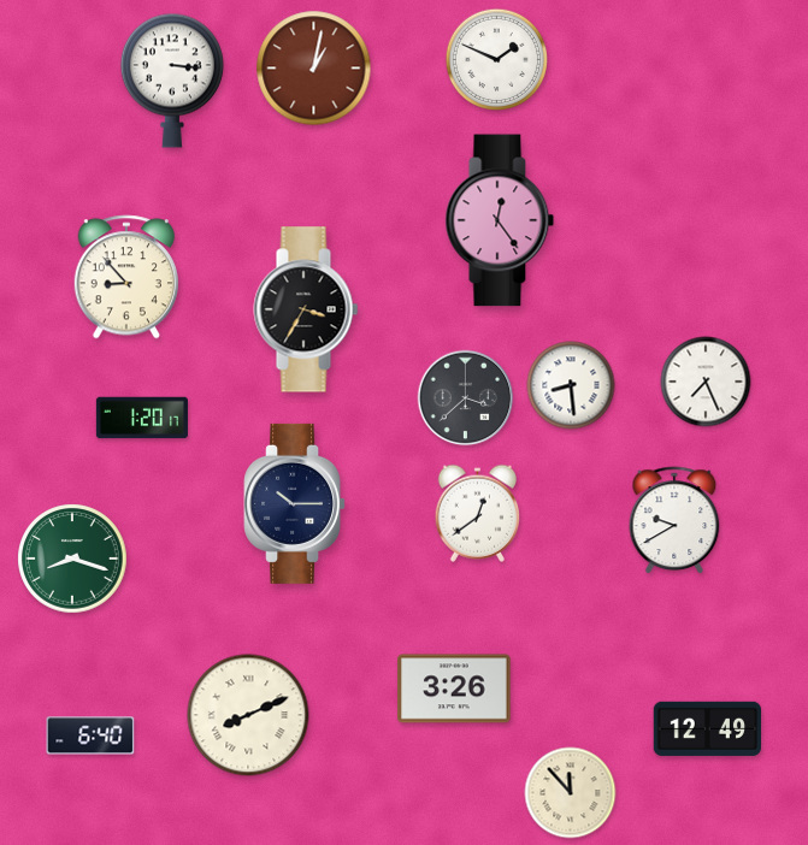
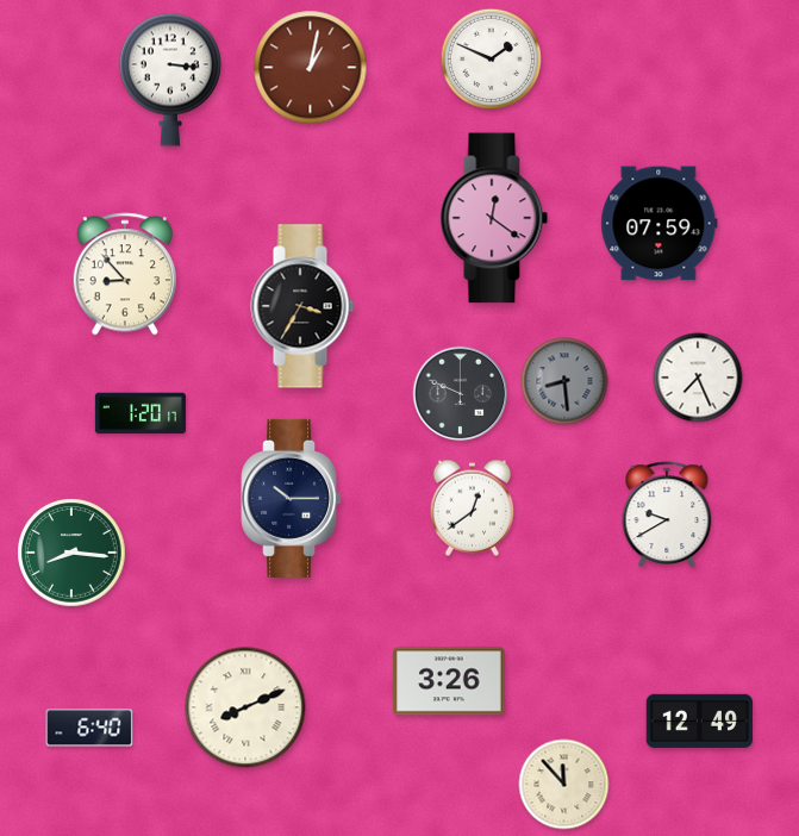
clock at (500, 220): 12:24 -> 12:21
clock at (660, 224): none -> 07:59
clock at (571, 385) dial: white -> grey
clock at (466, 398): 3:38 -> 9:49
clock at (72, 559): 8:18 -> 8:16
